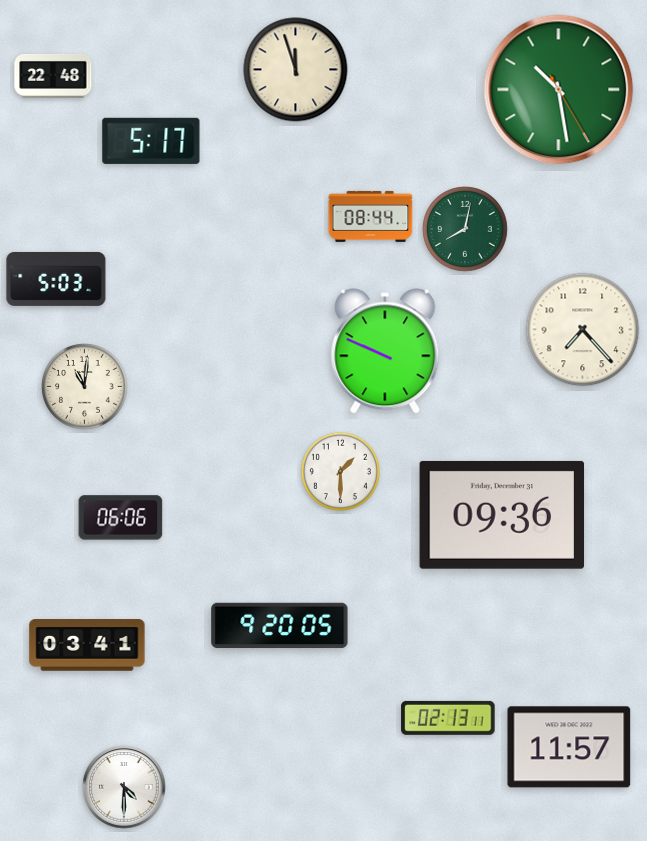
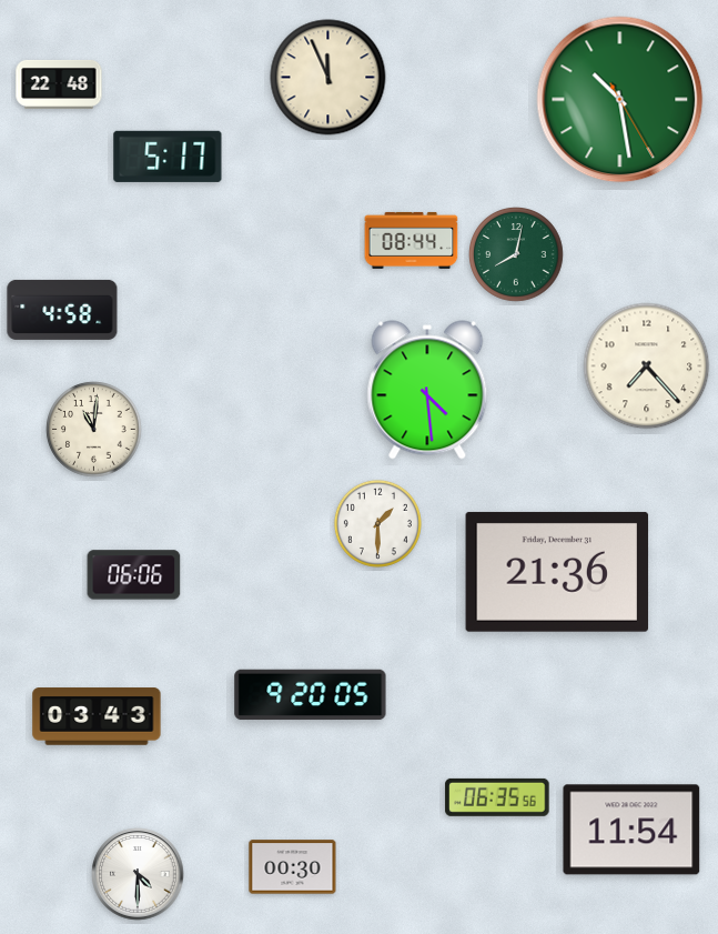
clock at (296, 70): 11:57 -> 11:56
clock at (56, 279): 5:03 -> 4:58
clock at (385, 351): 9:49 -> 4:29
clock at (502, 515): 09:36 -> 21:36
clock at (87, 645): 03:41 -> 03:43
clock at (448, 718): 02:13 -> 06:35
clock at (569, 747): 11:57 -> 11:54
clock at (293, 867): none -> 00:30
